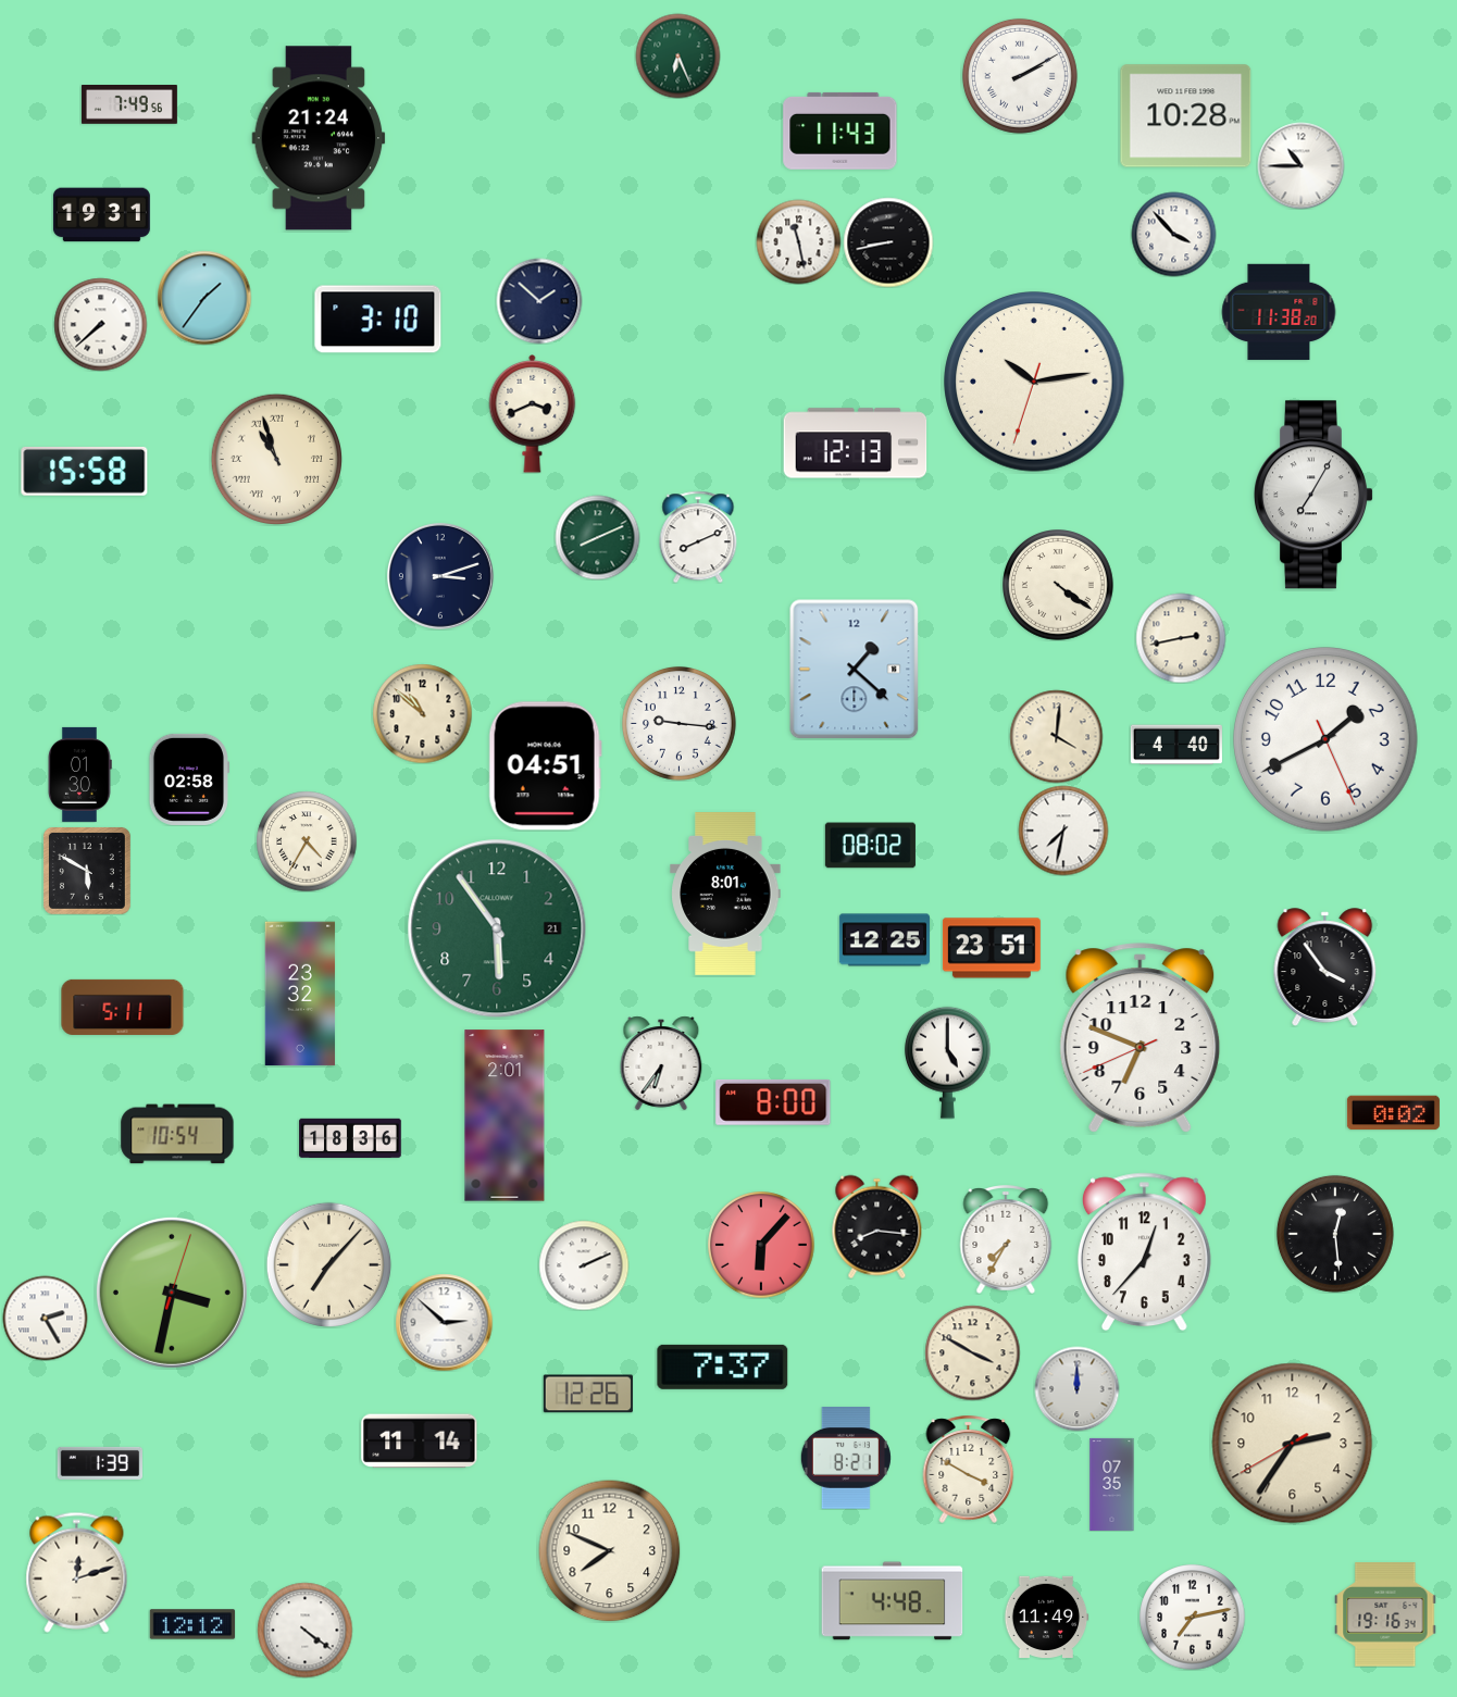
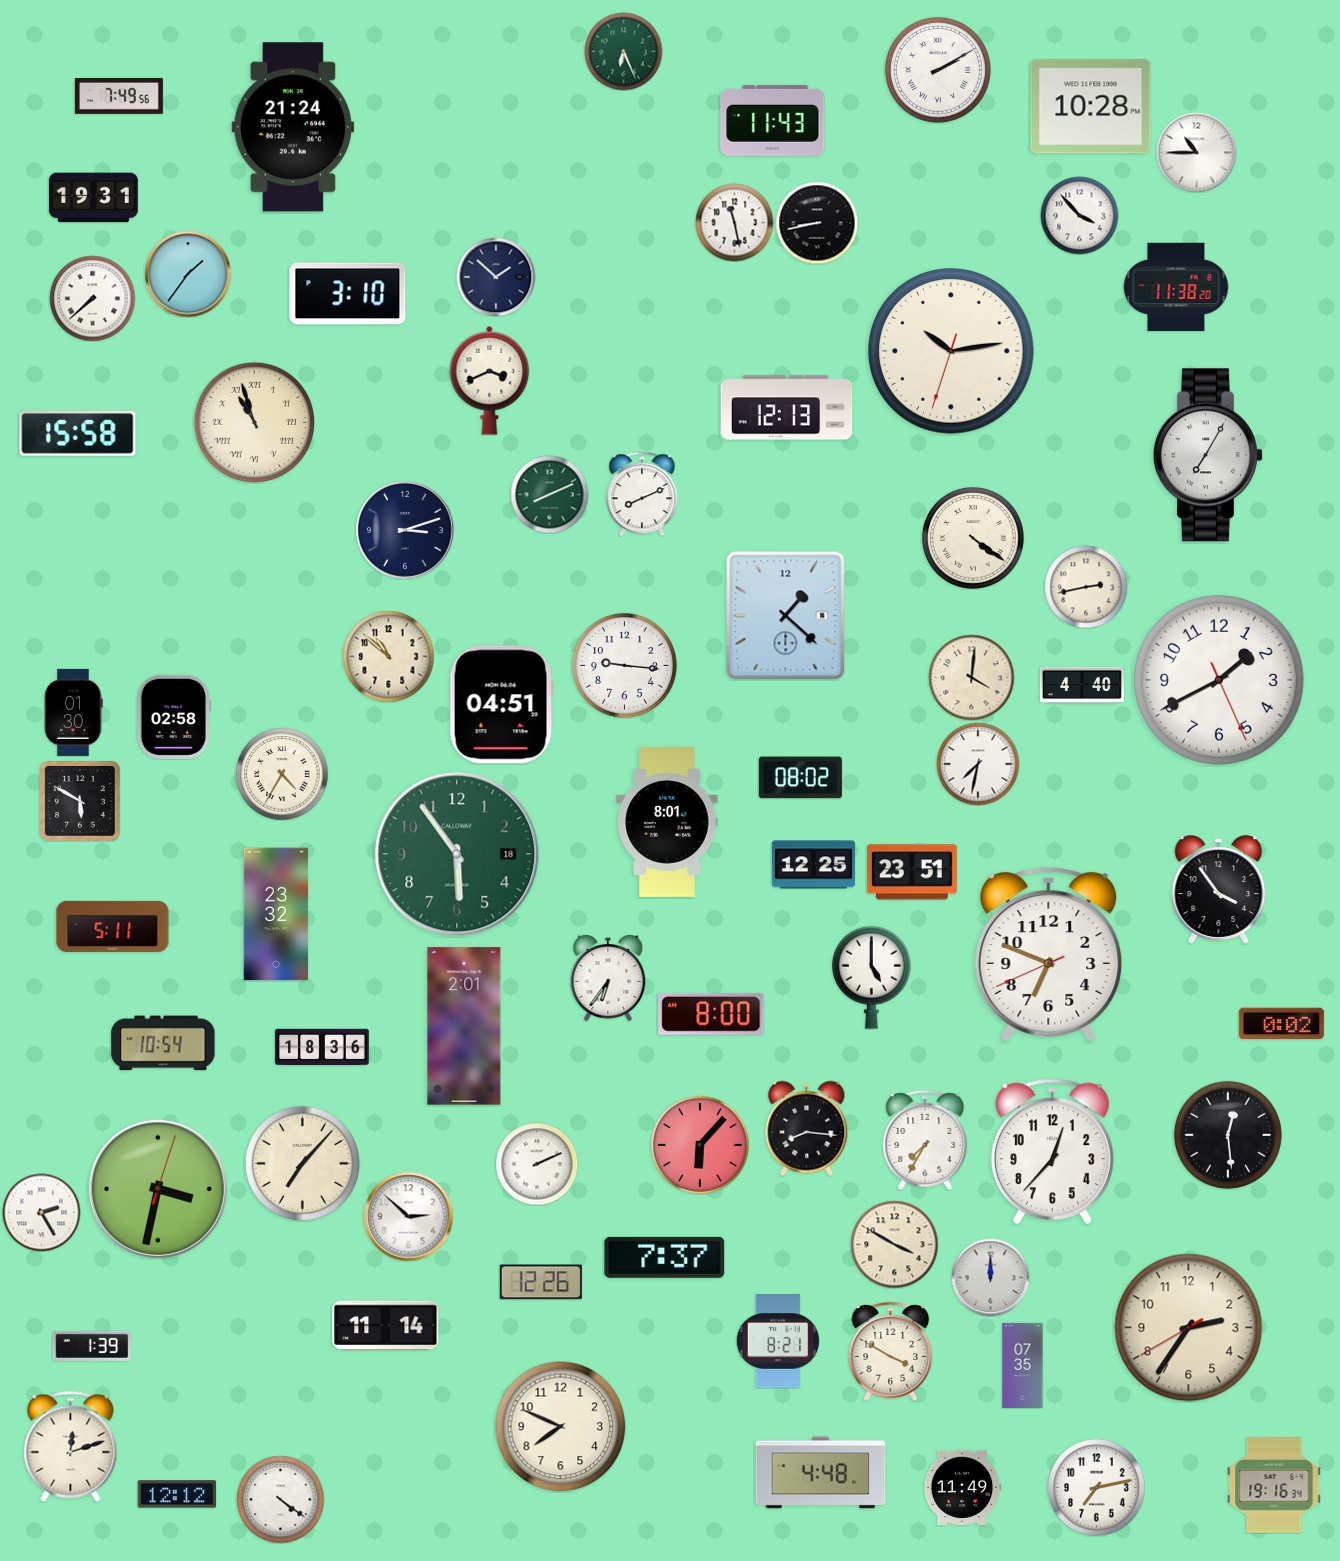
clock at (497, 928) date: 21 -> 18
